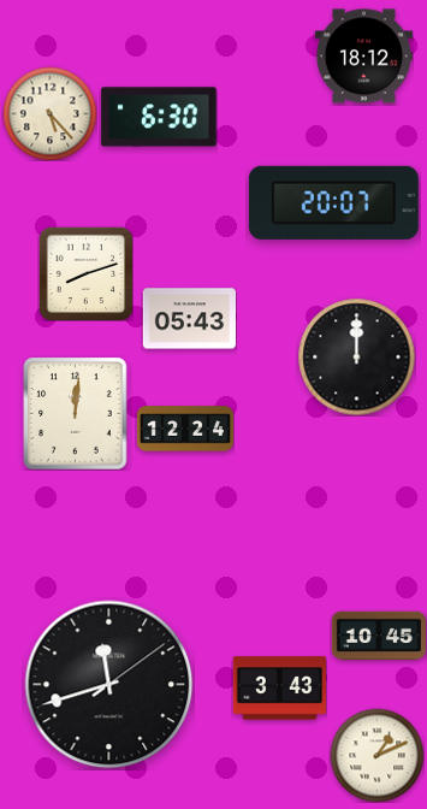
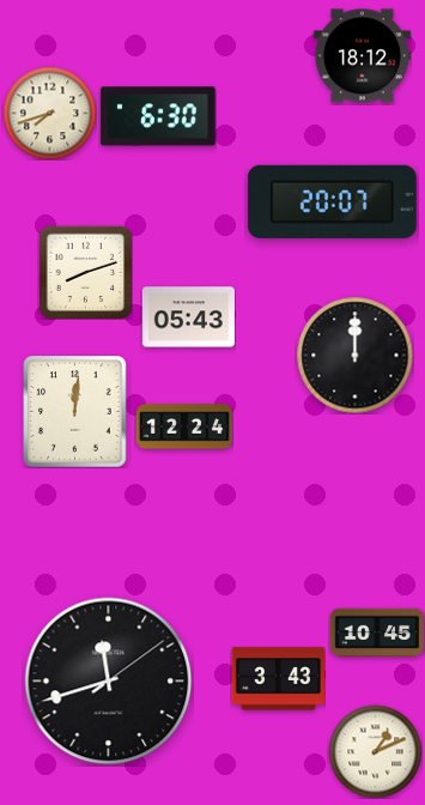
clock at (49, 113): 5:23 -> 7:42
clock at (279, 689) position: (279, 689) -> (278, 679)
